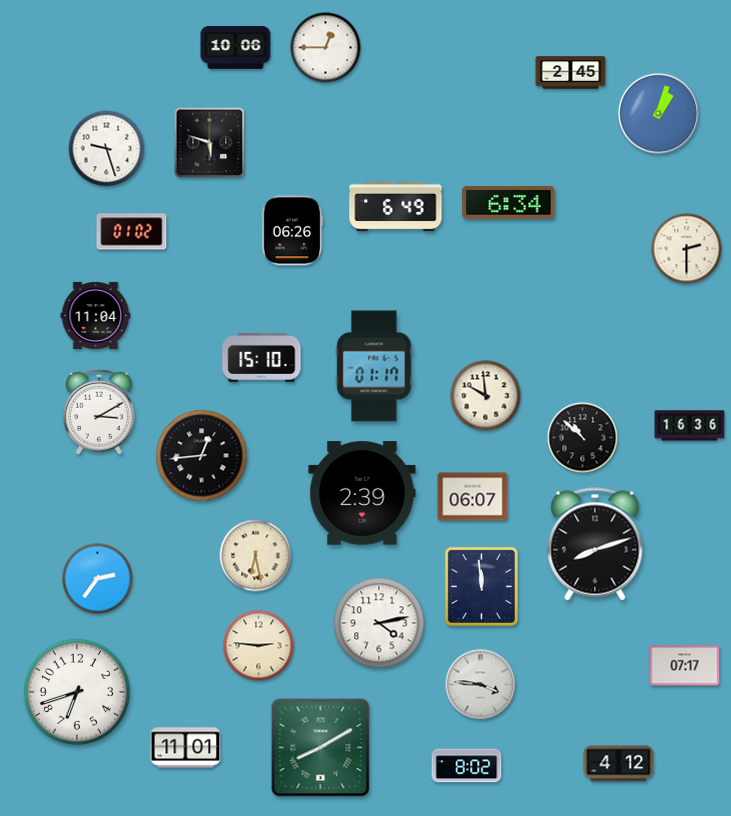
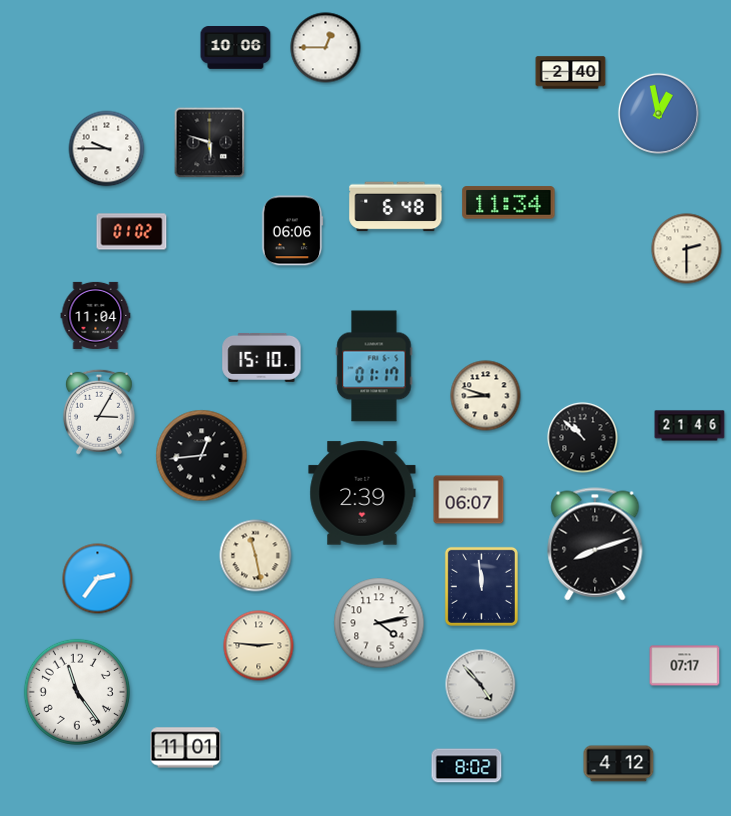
clock at (571, 73): 2:45 -> 2:40
clock at (658, 113): 1:03 -> 12:58
clock at (107, 149): 9:27 -> 9:45
clock at (509, 203): 6:34 -> 11:34
clock at (396, 207): 6:49 -> 6:48
clock at (292, 231): 06:26 -> 06:06
clock at (486, 396): 9:59 -> 8:48
clock at (99, 412): 3:10 -> 3:05
clock at (690, 426): 16:36 -> 21:46
clock at (473, 497) position: (473, 497) -> (469, 500)
clock at (256, 556): 6:28 -> 11:28
clock at (481, 685): 3:46 -> 4:53
clock at (77, 692): 6:42 -> 11:24
clock at (321, 748): 8:10 -> none
